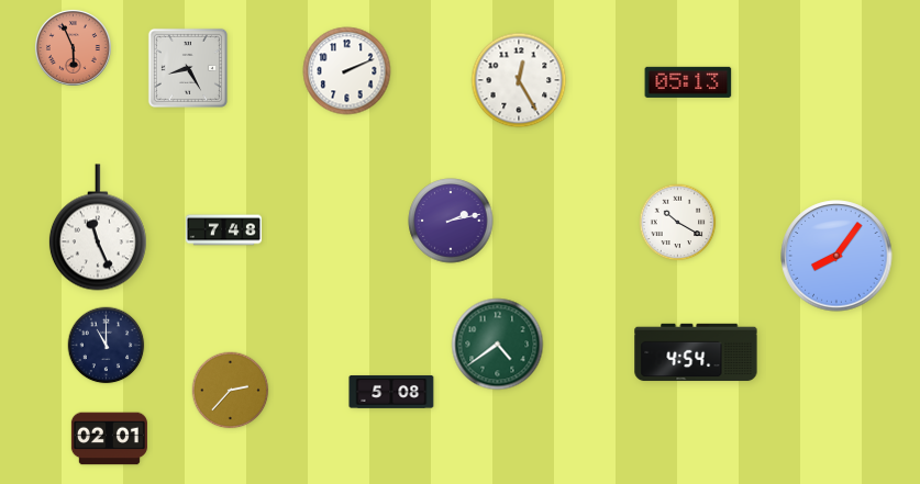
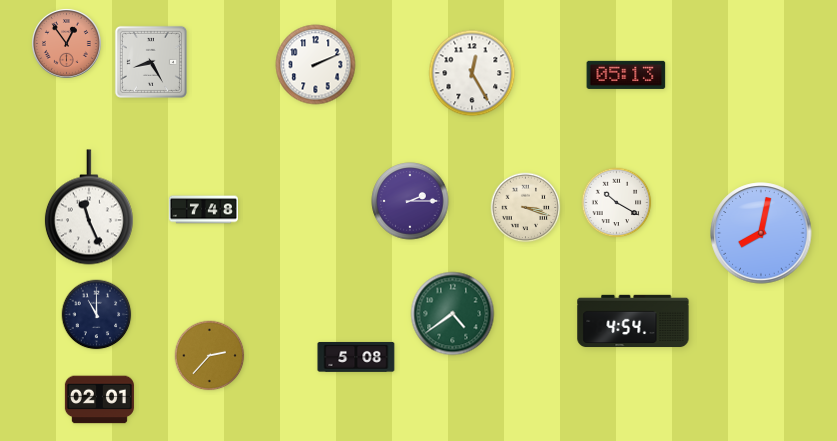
clock at (73, 47): 5:56 -> 12:54
clock at (188, 68) position: (188, 68) -> (151, 62)
clock at (451, 221): 2:13 -> 2:15
clock at (526, 208): none -> 3:18
clock at (836, 256): 8:06 -> 8:02
